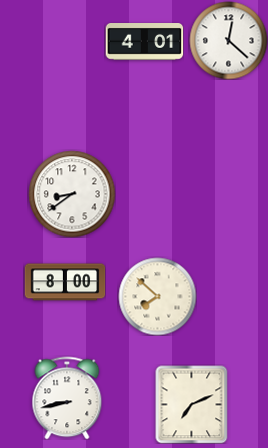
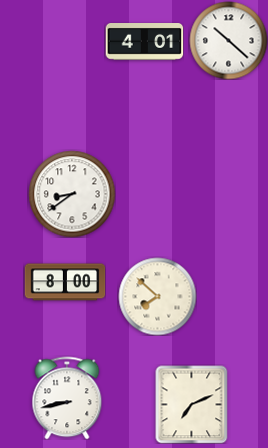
clock at (228, 40): 12:22 -> 10:22
